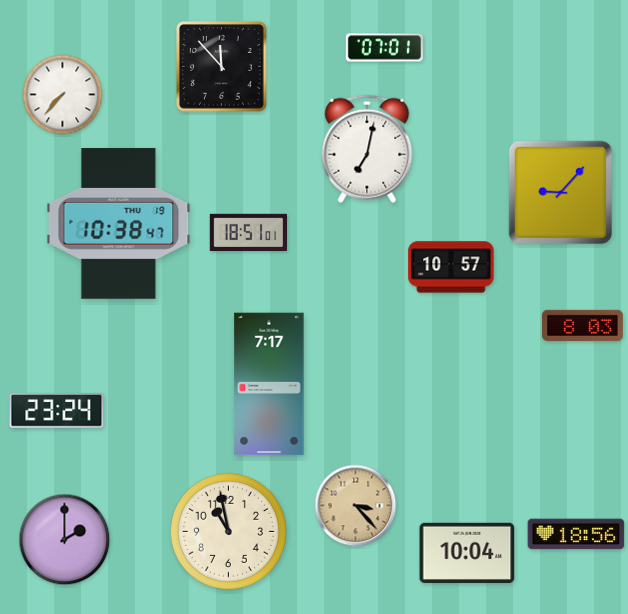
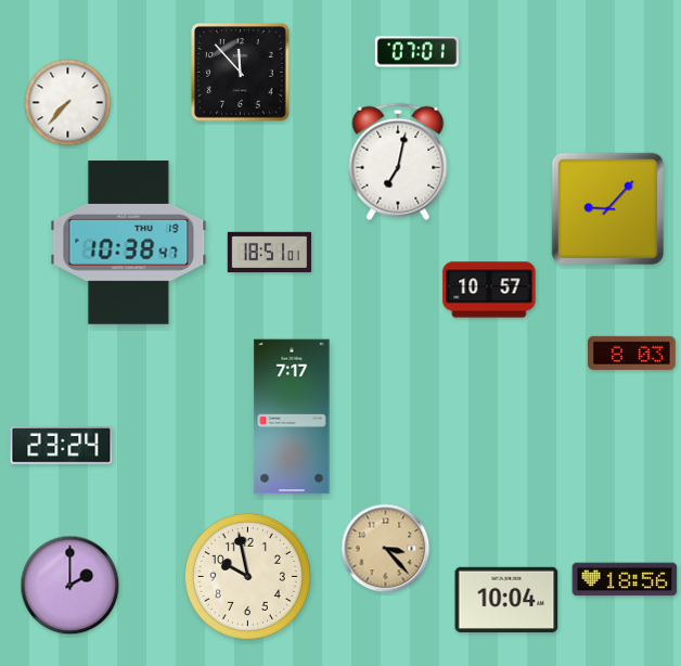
clock at (228, 531): 10:58 -> 9:58
